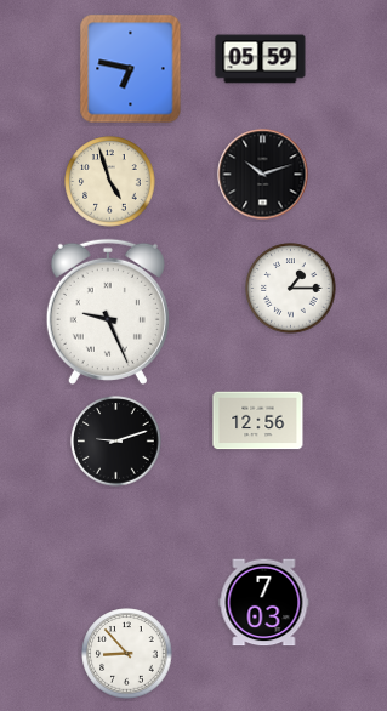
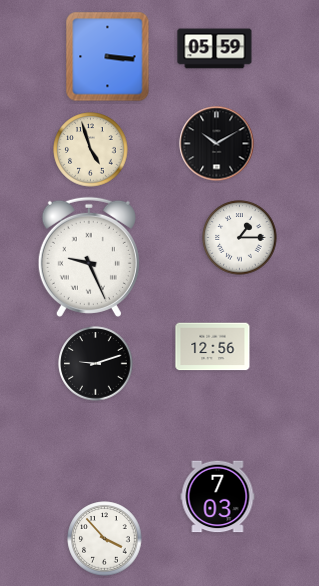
clock at (131, 69): 6:47 -> 3:16
clock at (263, 175): 10:12 -> 10:10
clock at (127, 654): 8:53 -> 3:53
